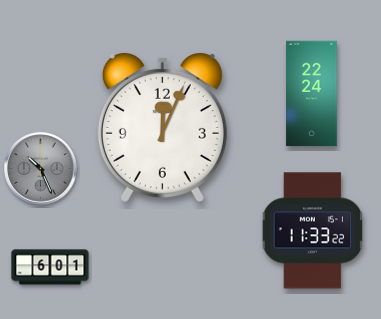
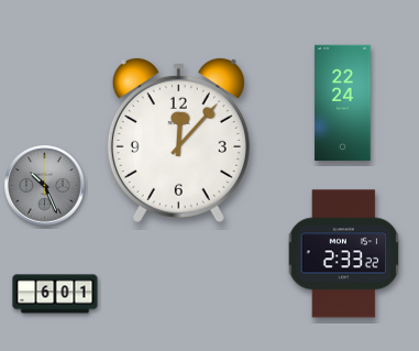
clock at (162, 127): 12:04 -> 12:07
clock at (313, 231): 11:33 -> 2:33
